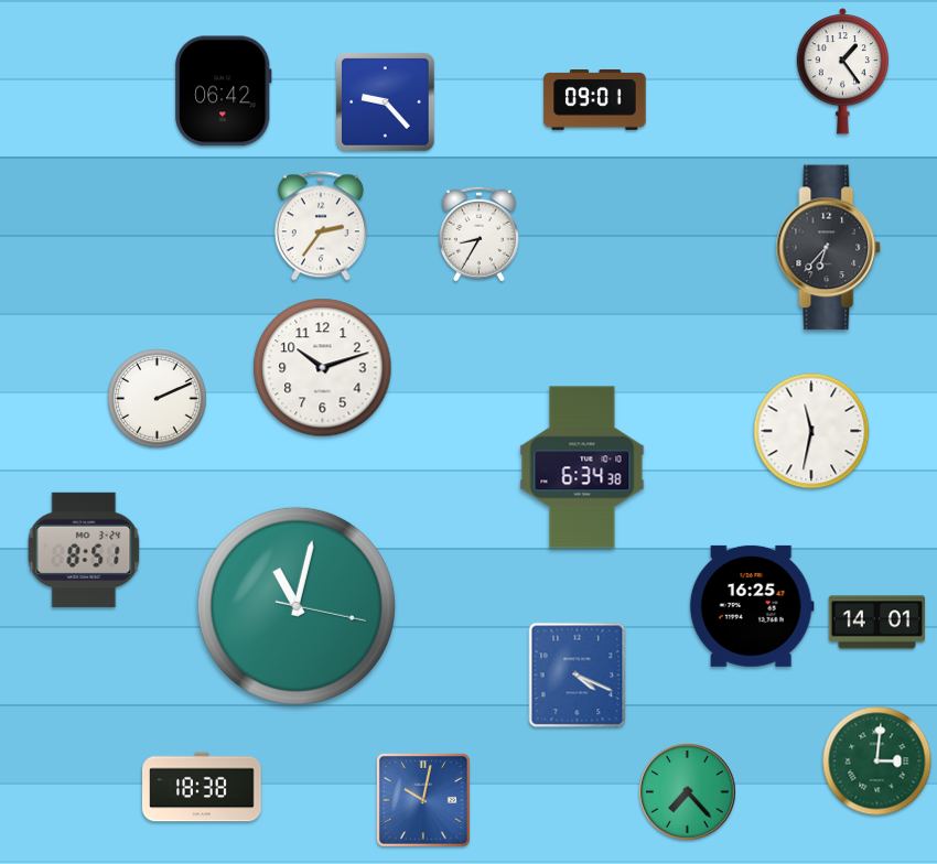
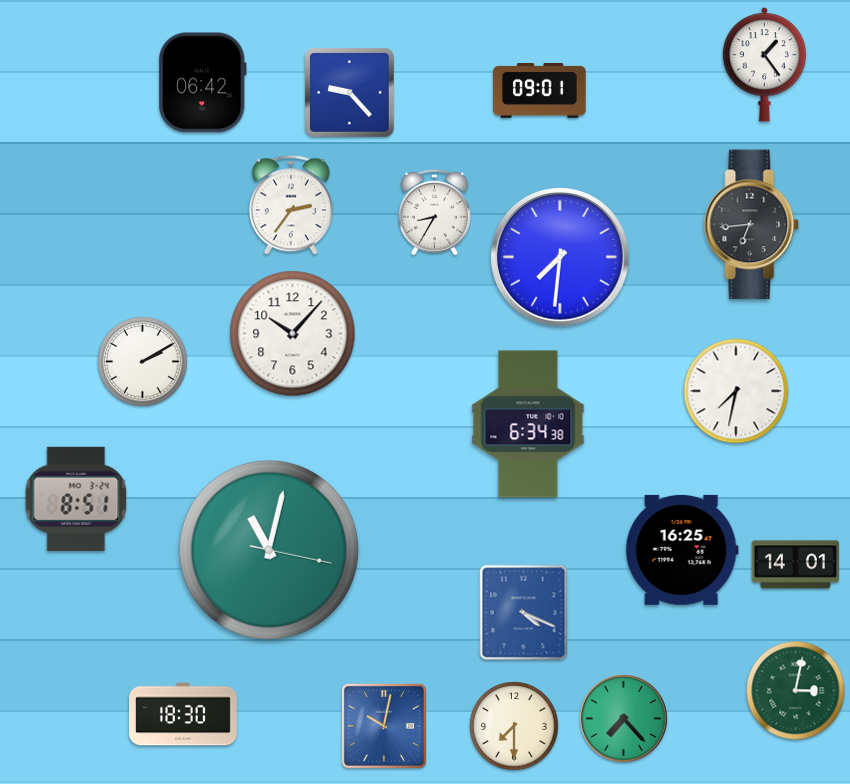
clock at (829, 248): 6:37 -> 6:44
clock at (561, 258): none -> 7:31
clock at (323, 368): 10:12 -> 10:07
clock at (158, 399): 2:11 -> 2:10
clock at (811, 431): 11:32 -> 7:32
clock at (877, 762): 3:01 -> 3:02
clock at (202, 787): 18:38 -> 18:30
clock at (514, 726): none -> 7:30
